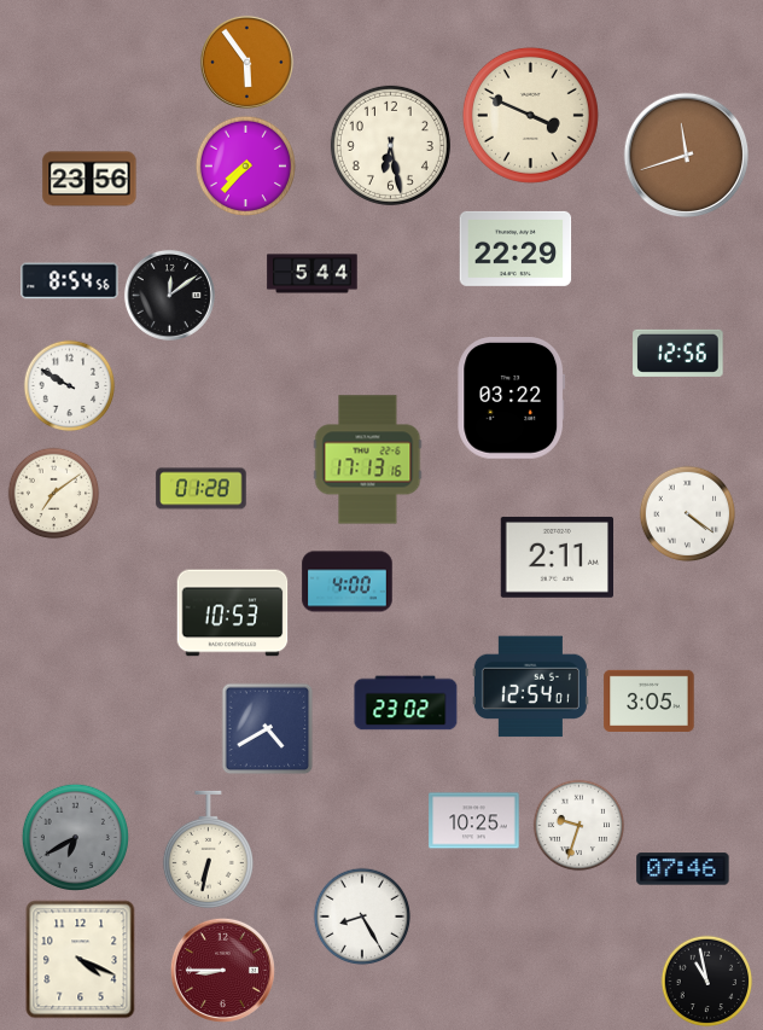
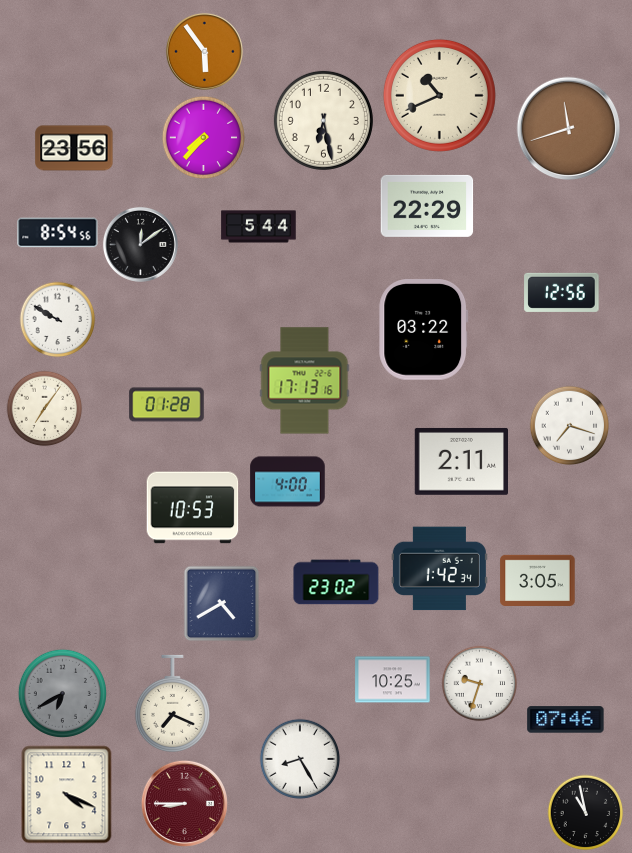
clock at (530, 115): 3:49 -> 10:41
clock at (54, 494): 7:09 -> 7:06
clock at (688, 514): 4:21 -> 7:18
clock at (530, 687): 12:54 -> 1:42
clock at (208, 849): 6:32 -> 7:19
